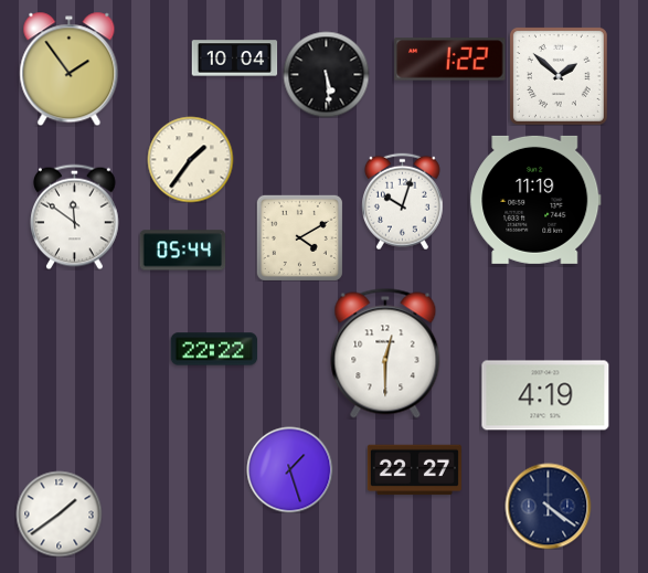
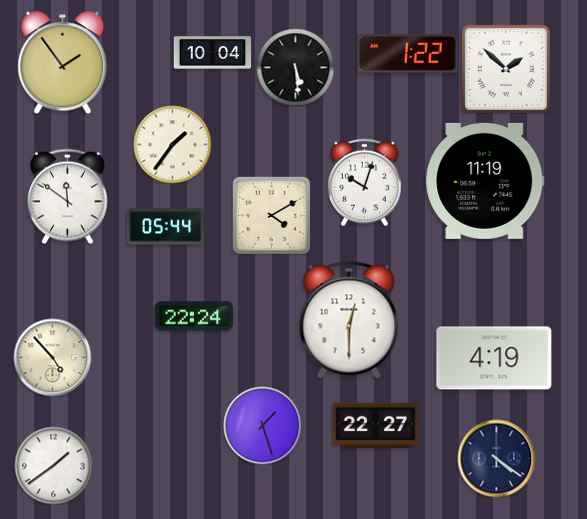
clock at (214, 349): 22:22 -> 22:24
clock at (52, 357): none -> 4:53
